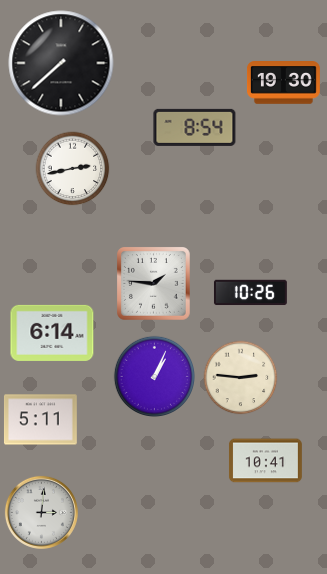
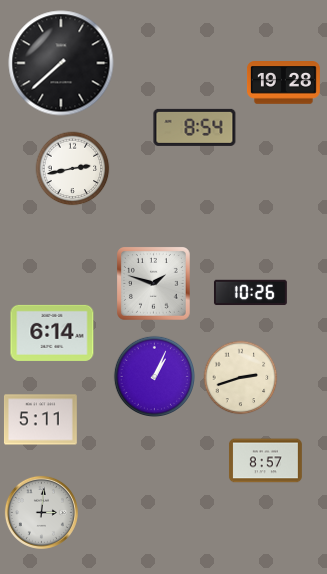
clock at (283, 83): 19:30 -> 19:28
clock at (154, 284): 1:46 -> 1:48
clock at (241, 378): 2:46 -> 2:42
clock at (265, 461): 10:41 -> 8:57
